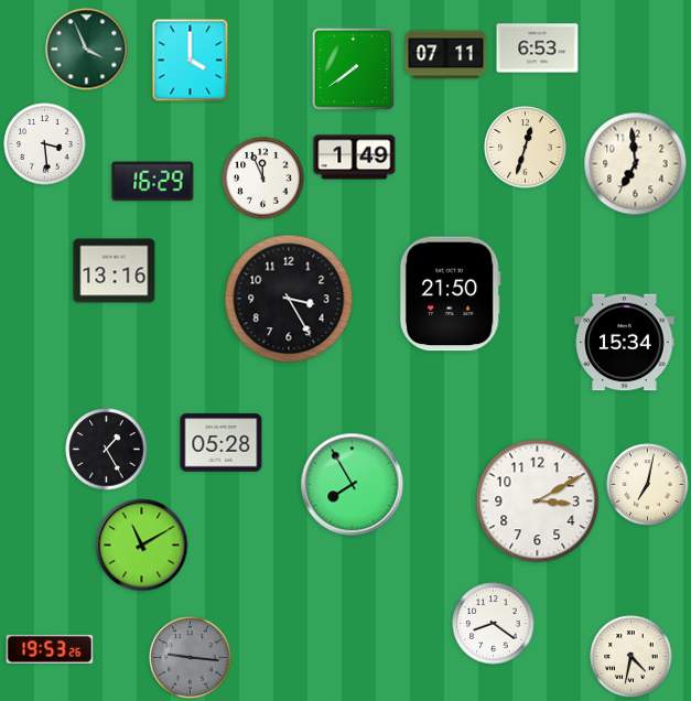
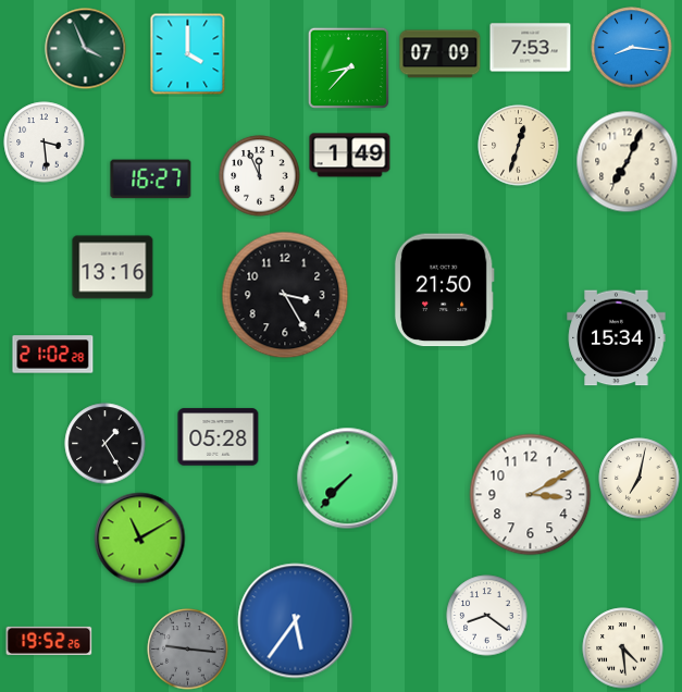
clock at (538, 48): 6:53 -> 7:53
clock at (632, 48): none -> 8:16
clock at (446, 55): 07:11 -> 07:09
clock at (191, 61) position: (191, 61) -> (188, 54)
clock at (353, 68): 7:39 -> 8:37
clock at (636, 164): 6:59 -> 7:04
clock at (153, 182): 16:29 -> 16:27
clock at (53, 355): none -> 21:02
clock at (353, 485): 7:55 -> 7:37
clock at (296, 621): none -> 5:36
clock at (50, 649): 19:53 -> 19:52
clock at (631, 657): 4:32 -> 4:29
